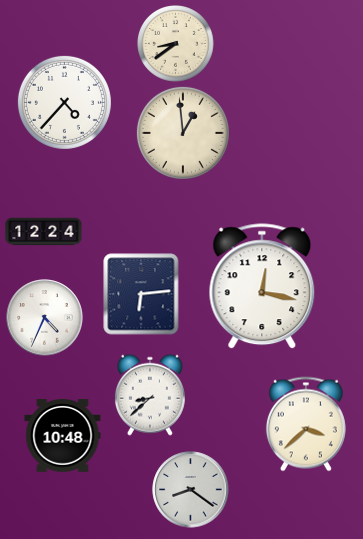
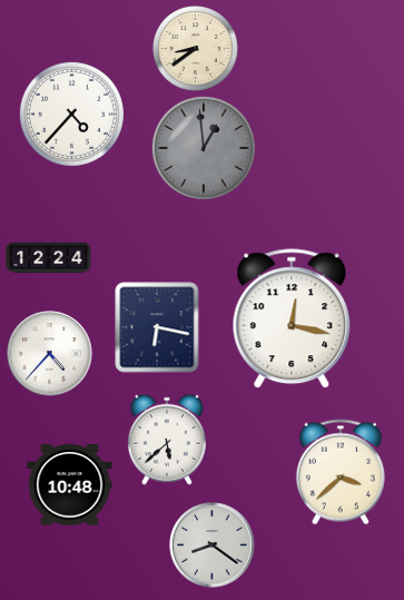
clock at (183, 133) dial: cream -> grey
clock at (141, 294): 6:14 -> 6:17
clock at (45, 318): 4:34 -> 4:37
clock at (150, 395): 8:38 -> 5:38
